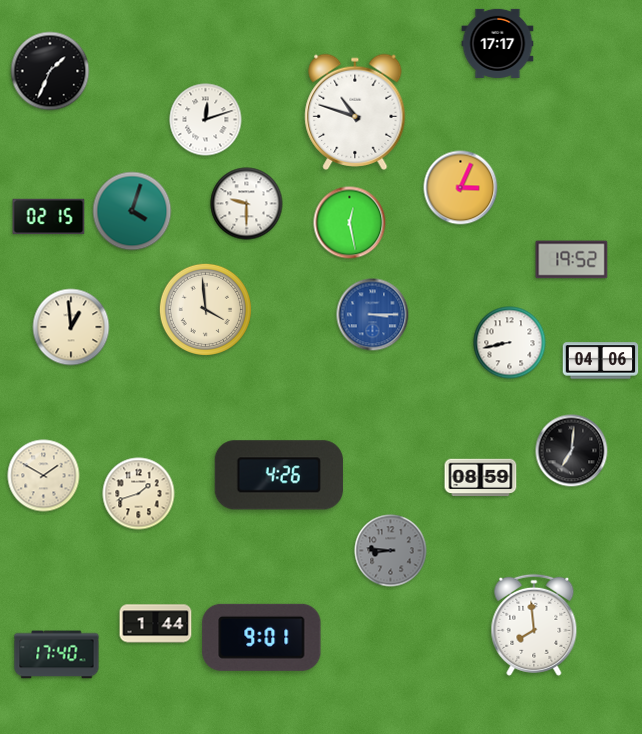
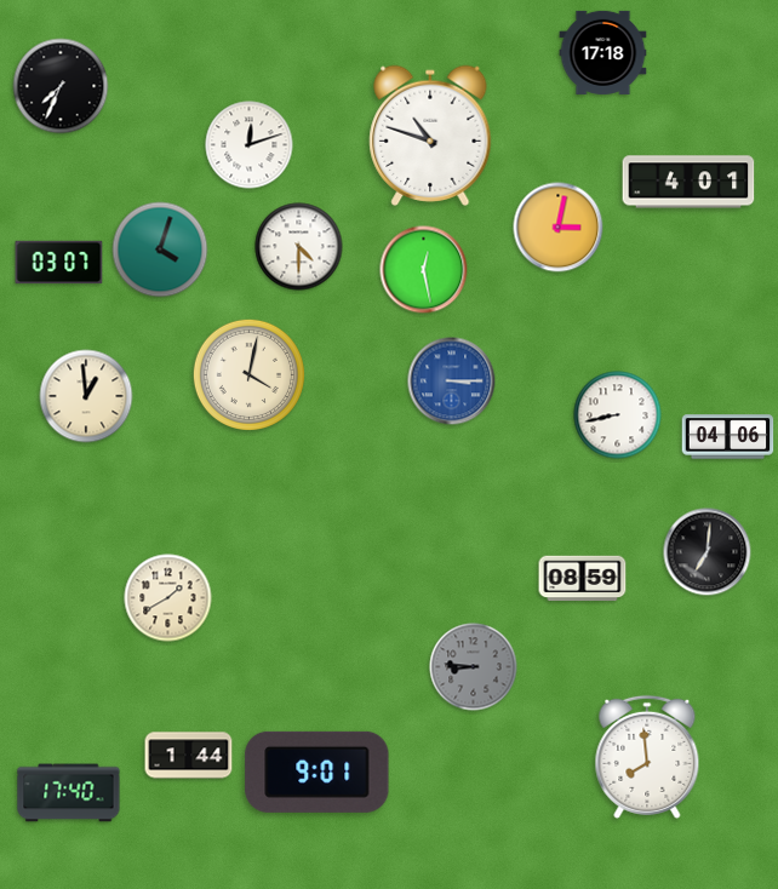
clock at (498, 43): 17:17 -> 17:18
clock at (50, 71): 1:34 -> 7:34
clock at (688, 182): none -> 4:01
clock at (461, 188): 3:04 -> 3:02
clock at (247, 204): 9:30 -> 4:30
clock at (132, 211) position: (132, 211) -> (160, 250)
clock at (49, 217): 02:15 -> 03:07
clock at (572, 260): 19:52 -> none
clock at (205, 309): 3:59 -> 4:02
clock at (572, 451) position: (572, 451) -> (708, 552)
clock at (279, 475): 4:26 -> none
clock at (44, 476): 1:50 -> none
clock at (139, 494): 1:42 -> 1:40
